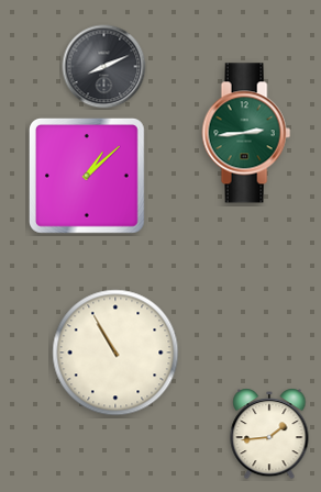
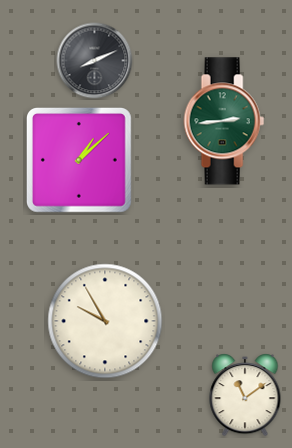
clock at (115, 353): 10:55 -> 9:55
clock at (269, 434): 1:44 -> 11:09
